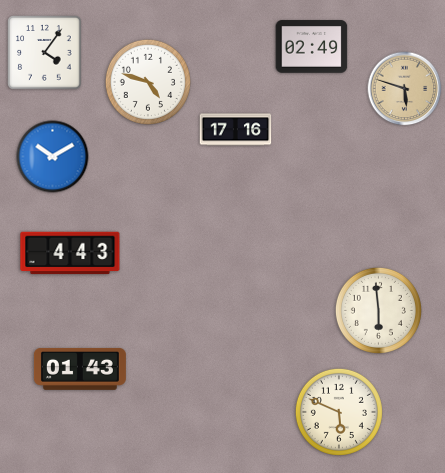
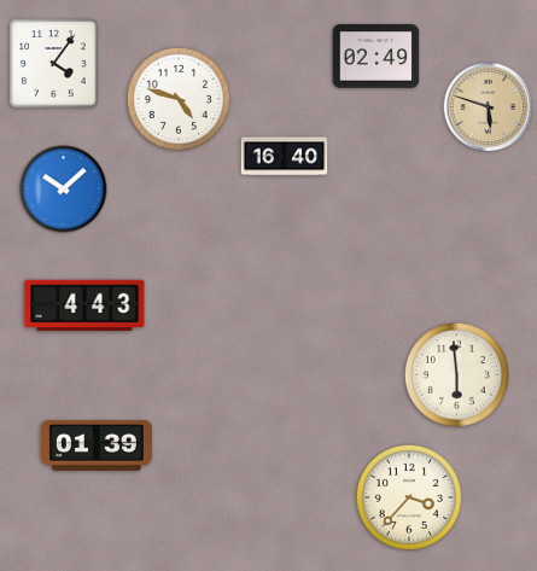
clock at (236, 130): 17:16 -> 16:40
clock at (53, 157): 10:10 -> 10:08
clock at (80, 369): 01:43 -> 01:39
clock at (339, 412): 5:49 -> 3:37
